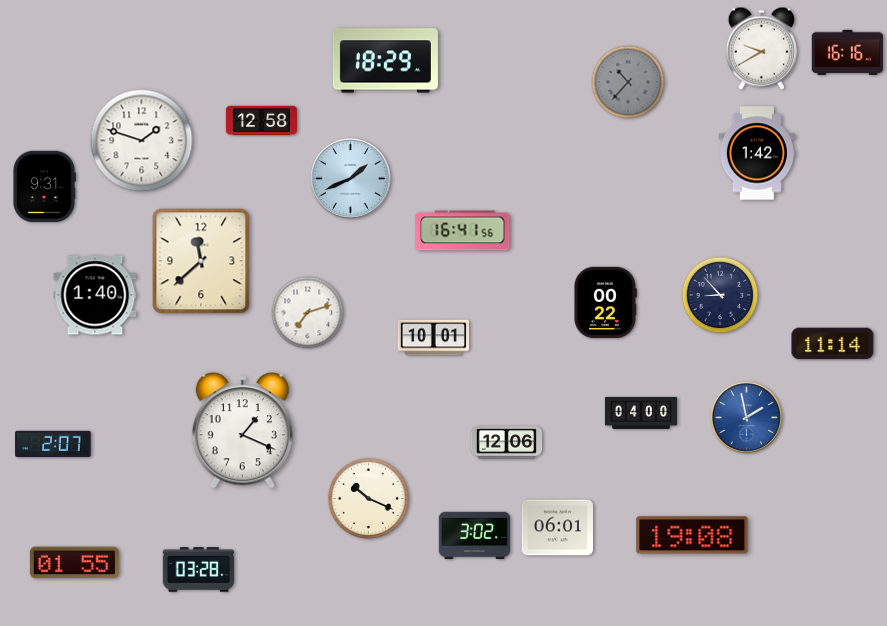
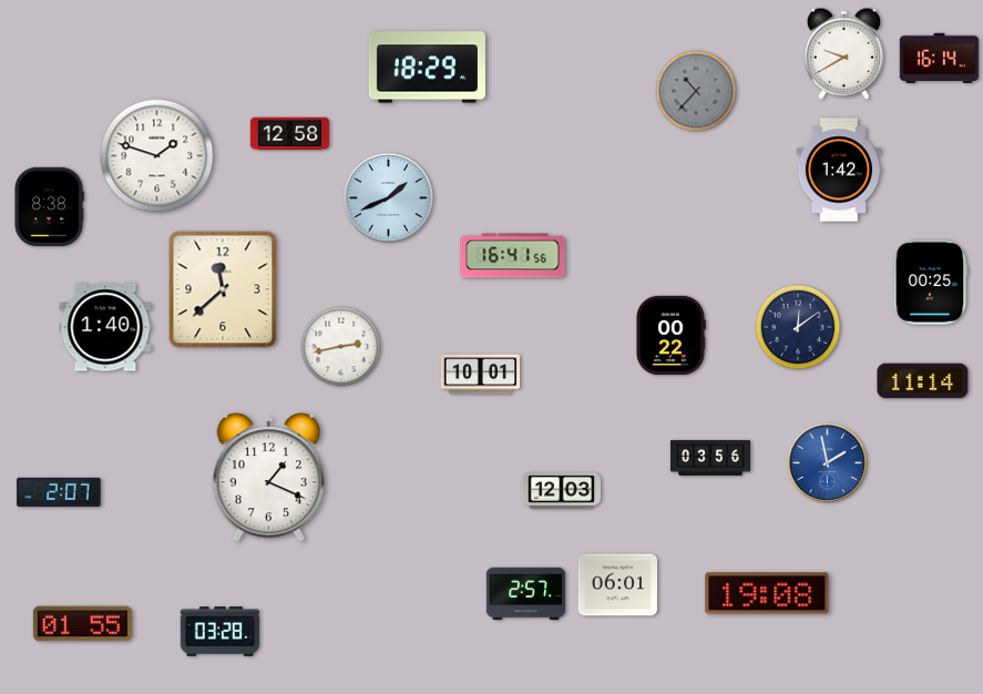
clock at (847, 52): 16:16 -> 16:14
clock at (44, 186): 9:31 -> 8:38
clock at (931, 283): none -> 00:25
clock at (720, 295): 8:53 -> 12:09
clock at (308, 313): 7:12 -> 2:43
clock at (641, 413): 04:00 -> 03:56
clock at (507, 443): 12:06 -> 12:03
clock at (368, 498): 10:19 -> none
clock at (475, 536): 3:02 -> 2:57
